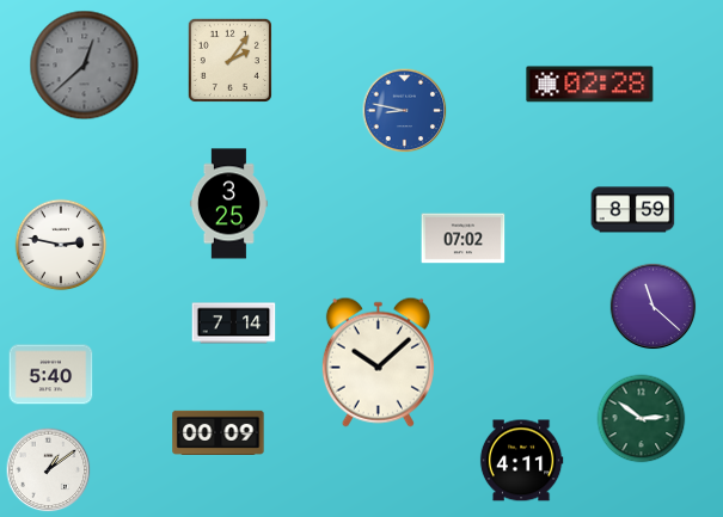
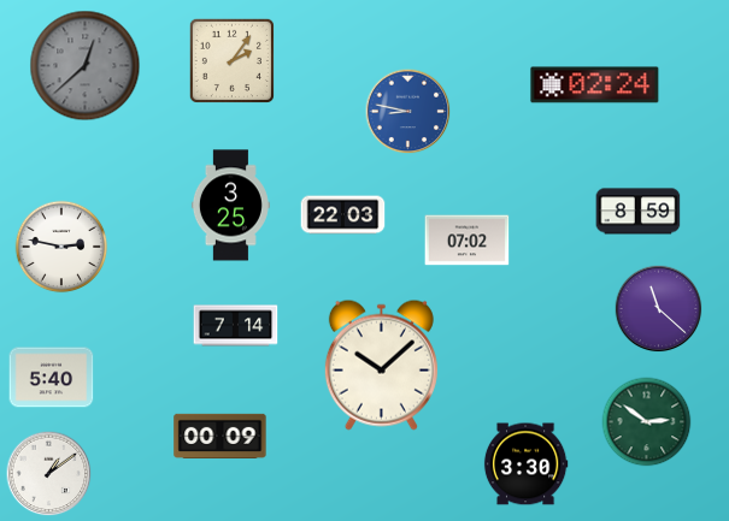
clock at (590, 85): 02:28 -> 02:24
clock at (343, 215): none -> 22:03
clock at (521, 461): 4:11 -> 3:30
